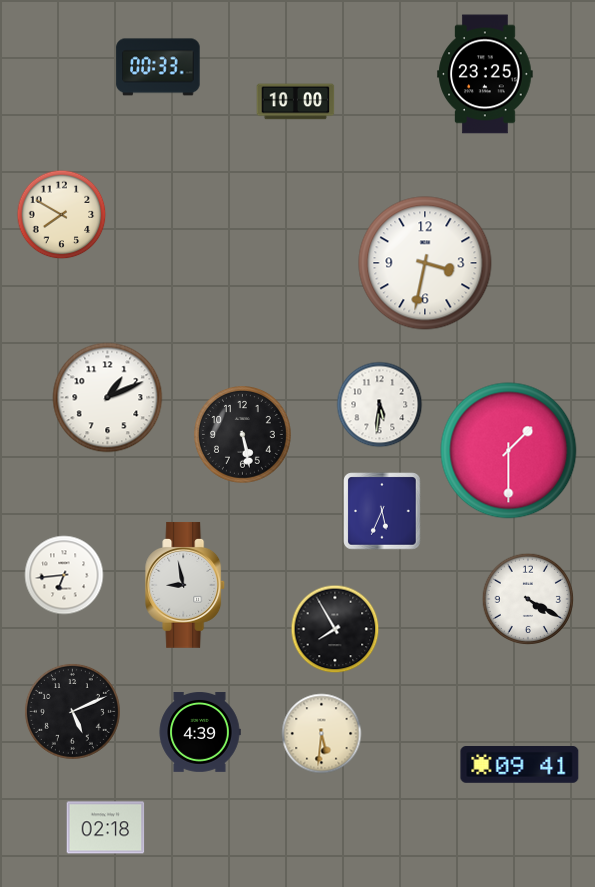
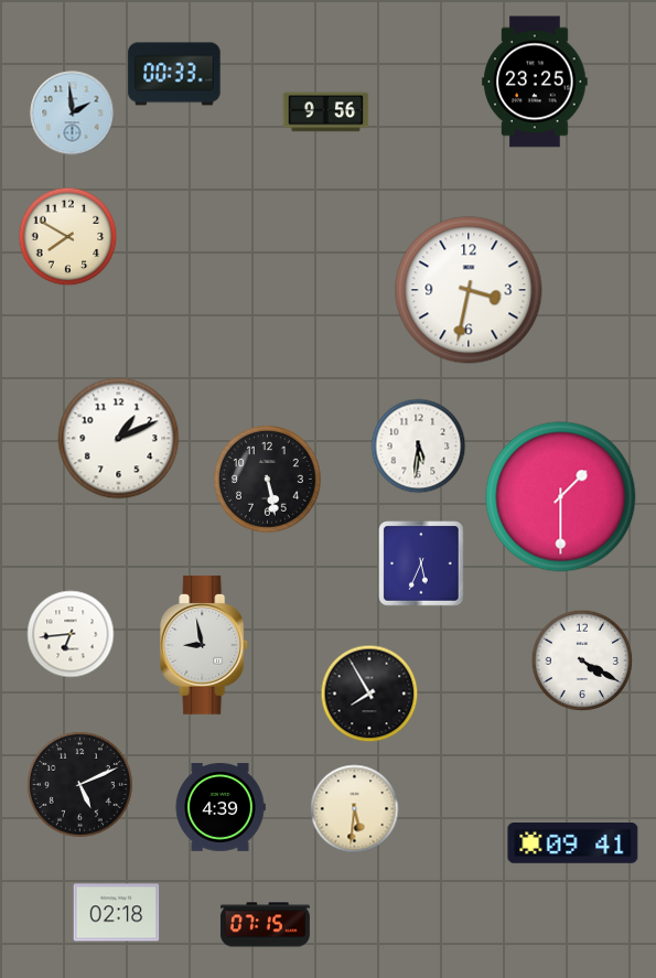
clock at (296, 102): 10:00 -> 9:56
clock at (73, 114): none -> 1:59
clock at (265, 925): none -> 07:15
